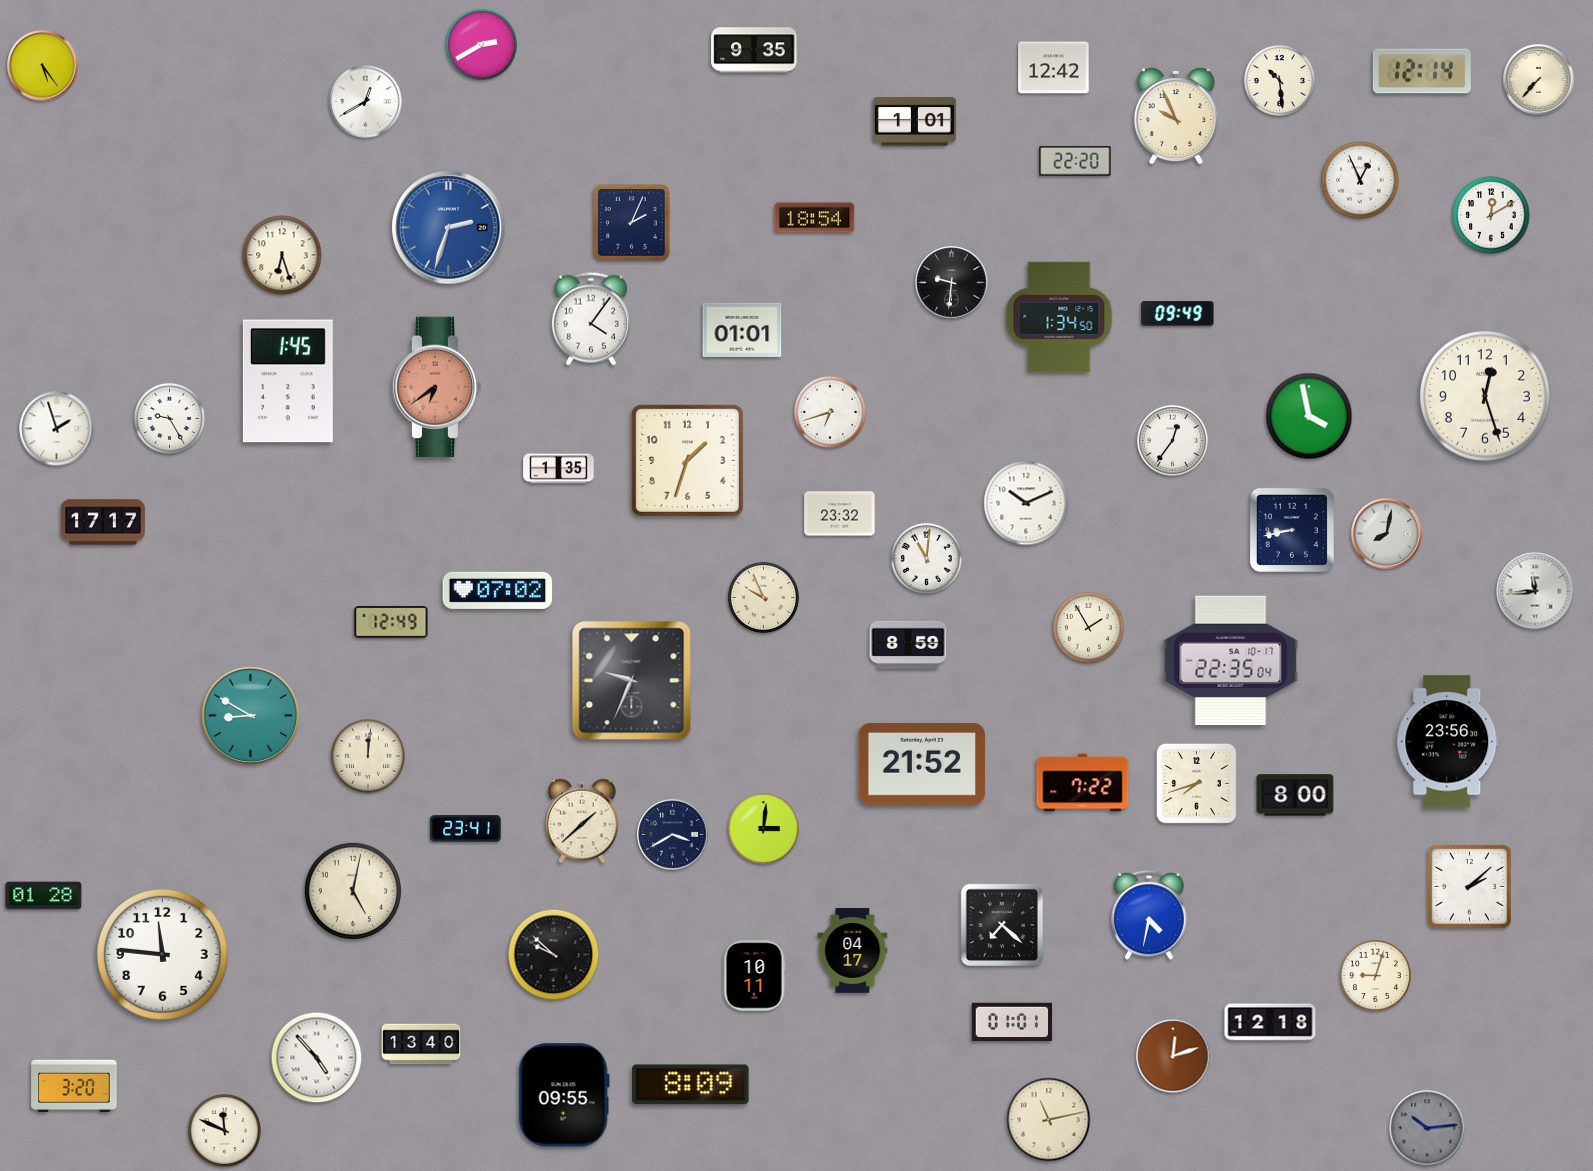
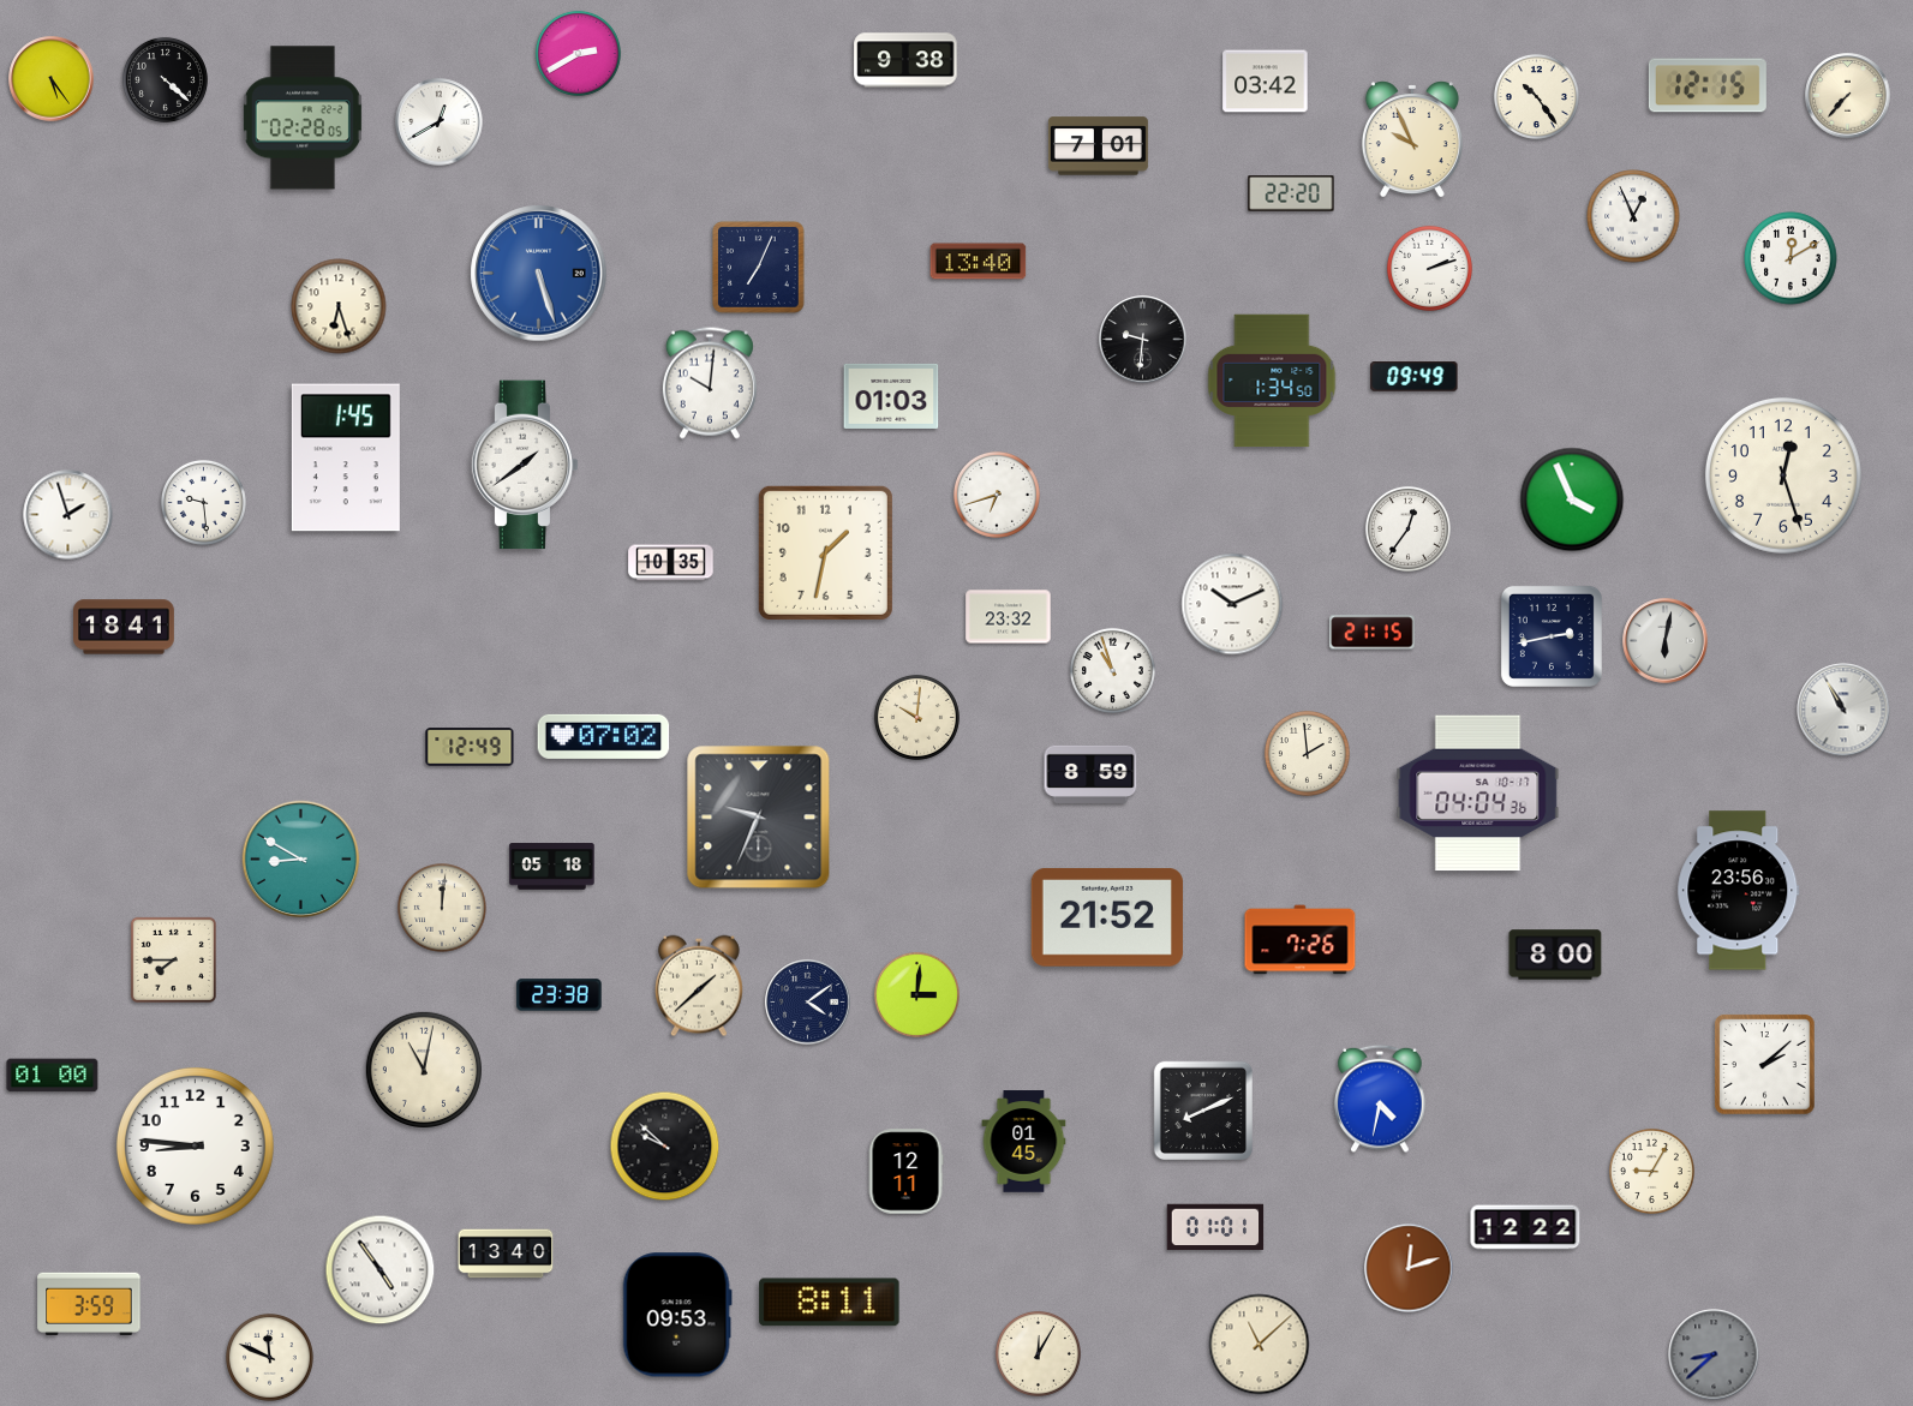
clock at (754, 50): 9:35 -> 9:38
clock at (165, 79): none -> 4:22
clock at (1054, 68): 12:42 -> 03:42
clock at (1422, 71): 12:14 -> 12:15
clock at (1279, 80): 10:29 -> 10:24
clock at (303, 118): none -> 02:28
clock at (914, 122): 1:01 -> 7:01
clock at (815, 218): 18:54 -> 13:40
clock at (632, 223): 2:04 -> 7:04
clock at (1429, 268): none -> 2:12
clock at (449, 228): 2:33 -> 5:27
clock at (591, 319): 4:06 -> 10:01
clock at (742, 330): 01:01 -> 01:03
clock at (437, 387): 6:39 -> 1:39
clock at (437, 387) dial: salmon -> white
clock at (1309, 416): 3:58 -> 3:56
clock at (169, 418): 9:25 -> 9:29
clock at (687, 460): 1:33 -> 1:32
clock at (559, 469): 1:35 -> 10:35
clock at (104, 522): 17:17 -> 18:41
clock at (1373, 633): none -> 21:15
clock at (1292, 530): 8:43 -> 2:43
clock at (1387, 534): 8:02 -> 6:02
clock at (926, 558): 11:01 -> 10:57
clock at (498, 590) position: (498, 590) -> (604, 736)
clock at (1535, 591): 11:44 -> 10:55
clock at (763, 597): 9:56 -> 10:01
clock at (1088, 627): 1:55 -> 1:59
clock at (1231, 661): 22:35 -> 04:04
clock at (552, 867): none -> 05:18
clock at (1083, 783): 7:22 -> 7:26
clock at (1196, 783): 7:42 -> none
clock at (173, 959): none -> 7:45
clock at (466, 829): 23:41 -> 23:38
clock at (673, 835): 3:40 -> 4:09
clock at (352, 890): 5:02 -> 11:02
clock at (44, 896): 01:28 -> 01:00
clock at (1001, 924): 7:22 -> 8:11
clock at (853, 951): 04:17 -> 01:45
clock at (163, 955): 11:46 -> 8:46
clock at (1375, 975): 9:03 -> 9:05
clock at (754, 976): 10:11 -> 12:11
clock at (1270, 1022): 12:18 -> 12:22
clock at (317, 1058): 4:53 -> 4:54
clock at (74, 1085): 3:20 -> 3:59
clock at (691, 1085): 8:09 -> 8:11
clock at (564, 1095): 09:55 -> 09:53
clock at (1049, 1120): 11:13 -> 11:08
clock at (1038, 1353): none -> 12:05
clock at (1427, 1128): 10:14 -> 8:38
